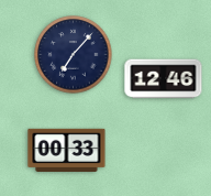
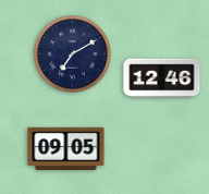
clock at (74, 55): 7:07 -> 7:10
clock at (67, 150): 00:33 -> 09:05
